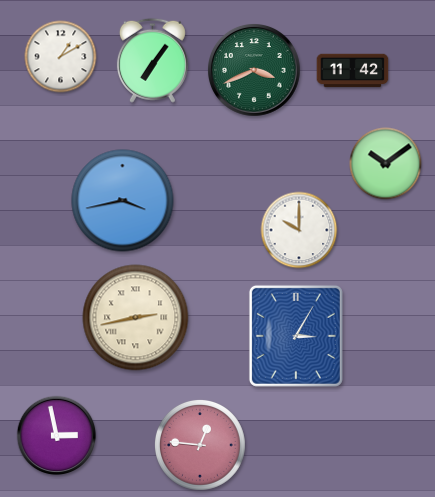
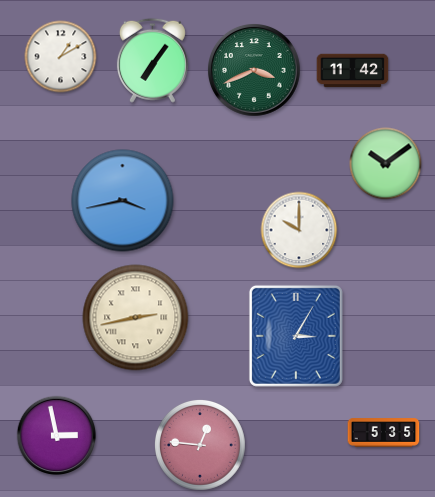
clock at (384, 433): none -> 5:35
